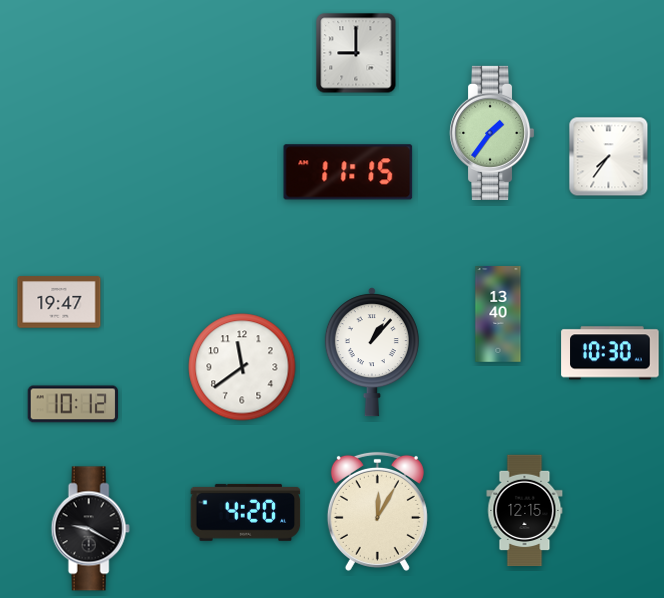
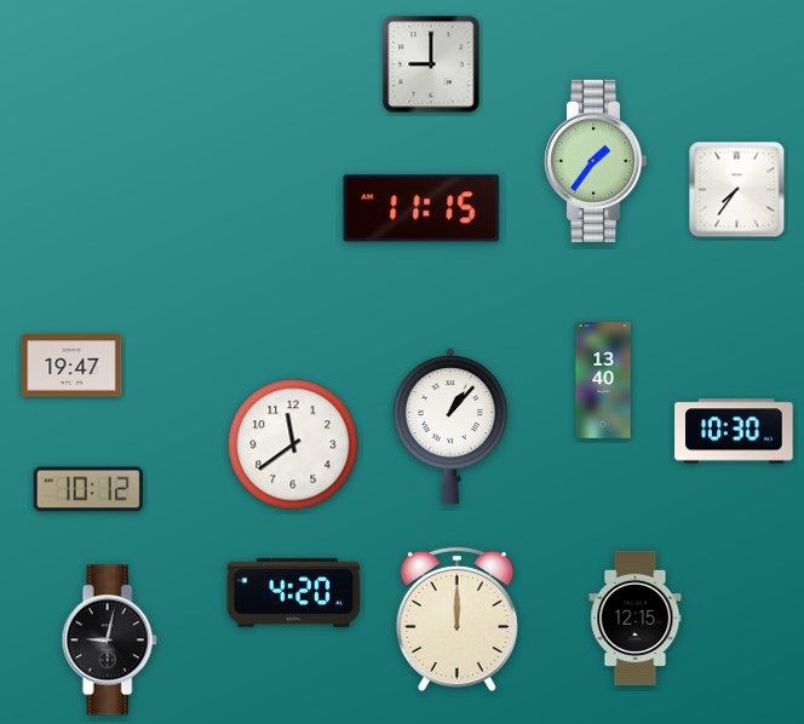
clock at (610, 353) position: (610, 353) -> (734, 431)
clock at (377, 511): 12:05 -> 12:00
clock at (246, 512) position: (246, 512) -> (294, 592)
clock at (90, 529): 9:20 -> 9:02
